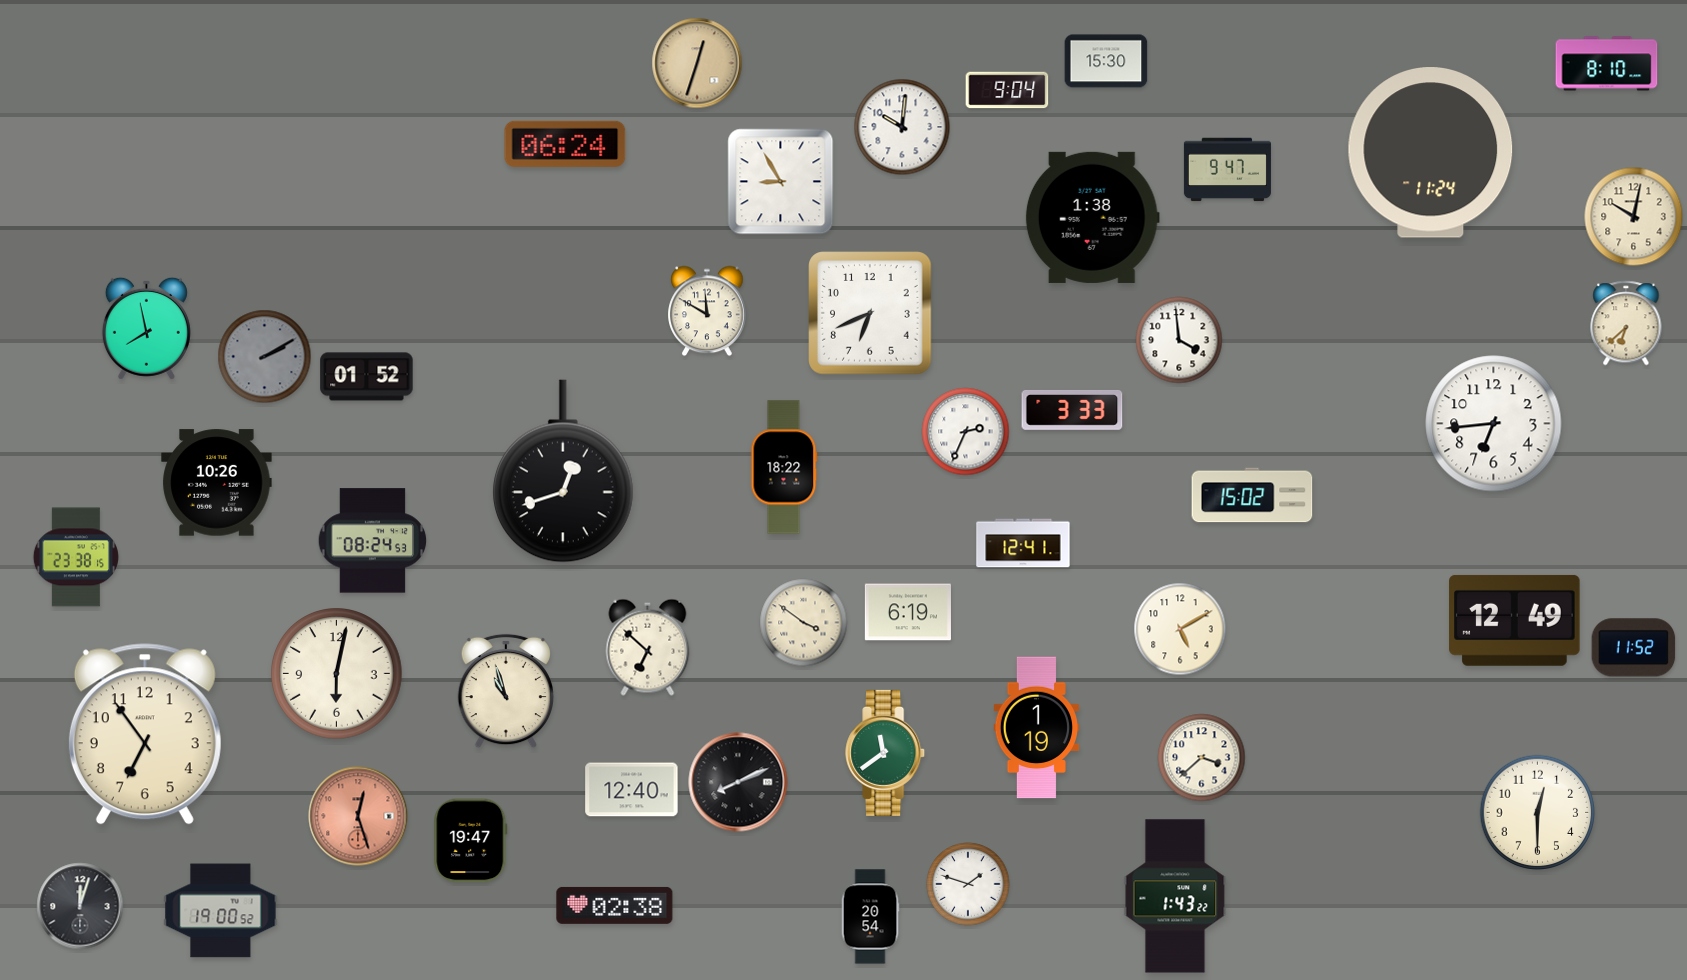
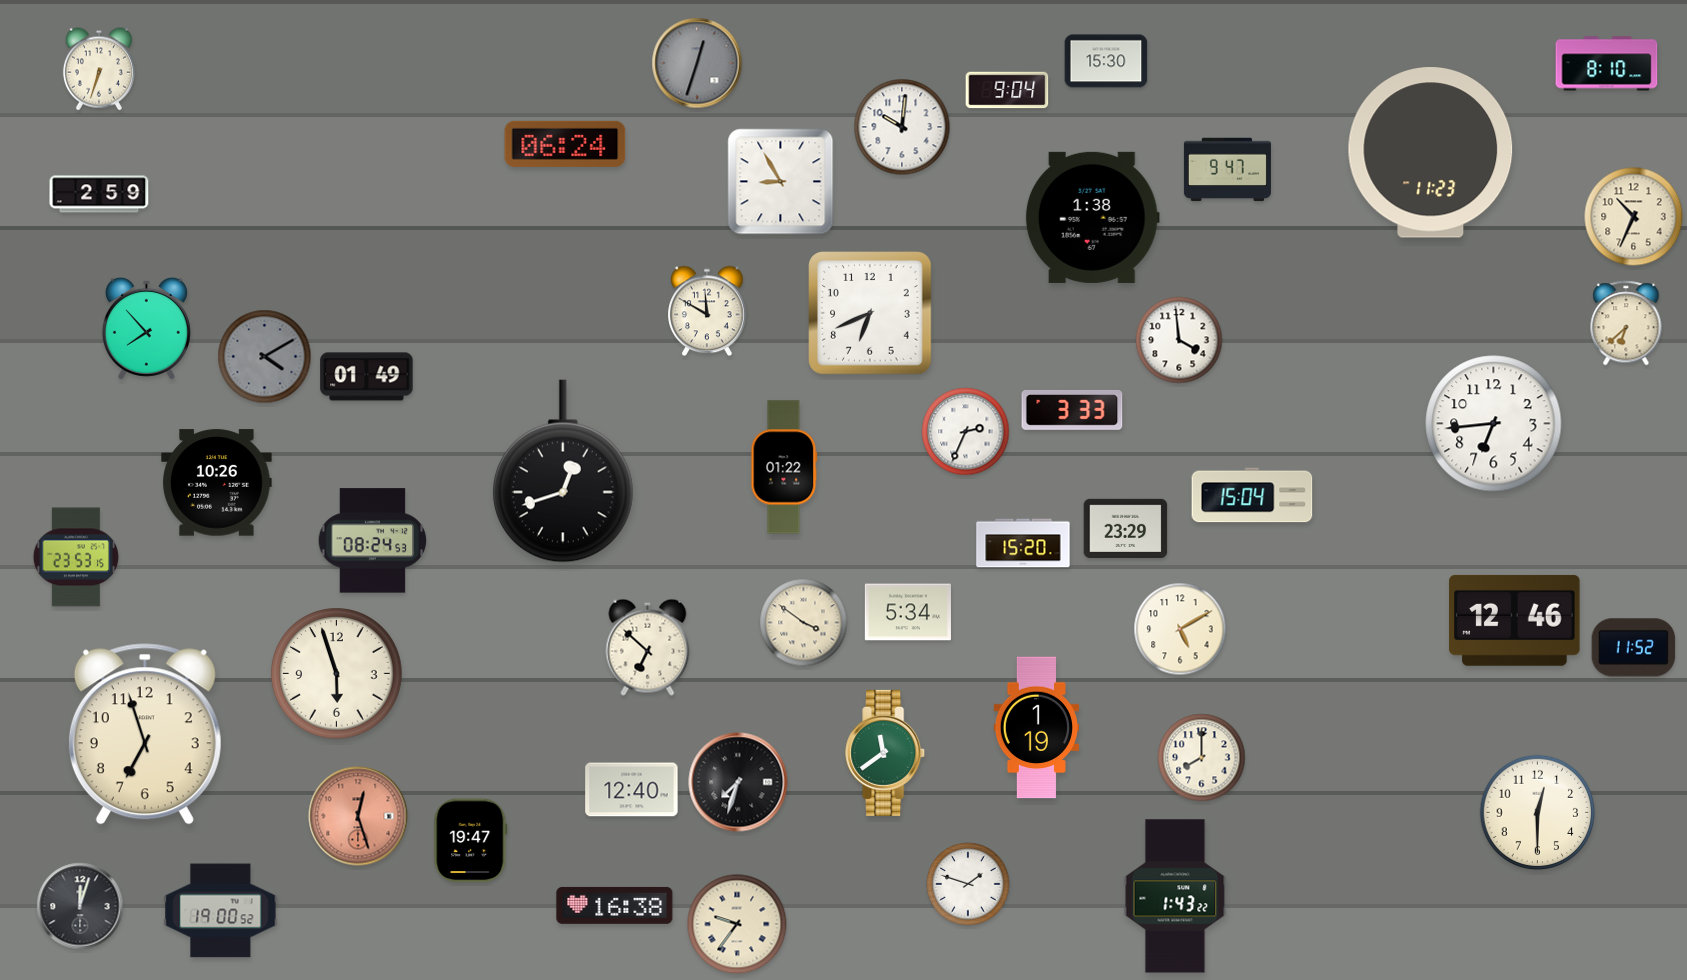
clock at (697, 63) dial: champagne -> grey
clock at (99, 69): none -> 6:33
clock at (1431, 153): 11:24 -> 11:23
clock at (99, 194): none -> 2:59
clock at (1634, 217): 10:02 -> 10:34
clock at (146, 328): 7:58 -> 7:53
clock at (265, 357): 2:10 -> 4:10
clock at (367, 377): 01:52 -> 01:49
clock at (784, 467): 18:22 -> 01:22
clock at (1252, 495): 15:02 -> 15:04
clock at (1126, 528): none -> 23:29
clock at (1023, 543): 12:41 -> 15:20
clock at (76, 557): 23:38 -> 23:53
clock at (908, 612): 6:19 -> 5:34
clock at (1515, 620): 12:49 -> 12:46
clock at (337, 674): 6:02 -> 5:57
clock at (506, 691): 10:57 -> none
clock at (145, 734): 6:54 -> 6:57
clock at (1202, 758): 3:38 -> 8:00
clock at (738, 782): 8:11 -> 7:33
clock at (615, 905): 02:38 -> 16:38
clock at (870, 917): 20:54 -> none
clock at (737, 924): none -> 9:36
